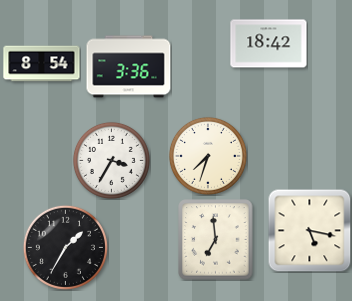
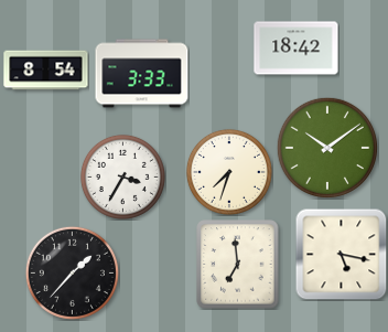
clock at (129, 67): 3:36 -> 3:33
clock at (327, 148): none -> 10:09
clock at (65, 247): 1:35 -> 1:37
